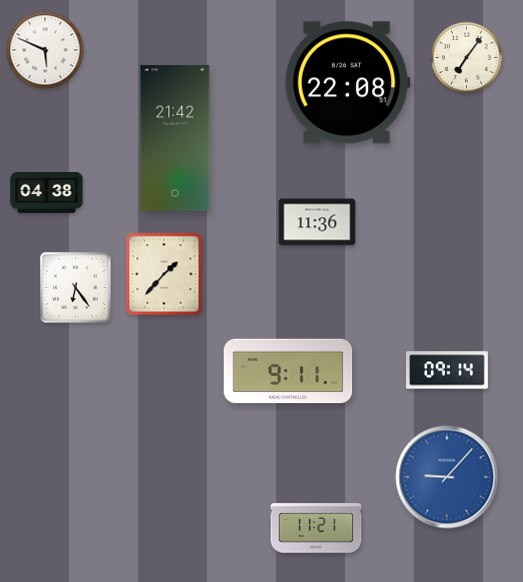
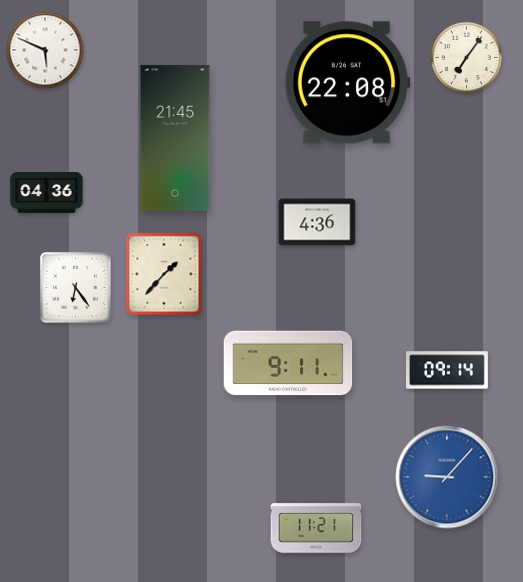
clock at (175, 138): 21:42 -> 21:45
clock at (47, 192): 04:38 -> 04:36
clock at (317, 222): 11:36 -> 4:36
clock at (288, 371) position: (288, 371) -> (288, 363)
